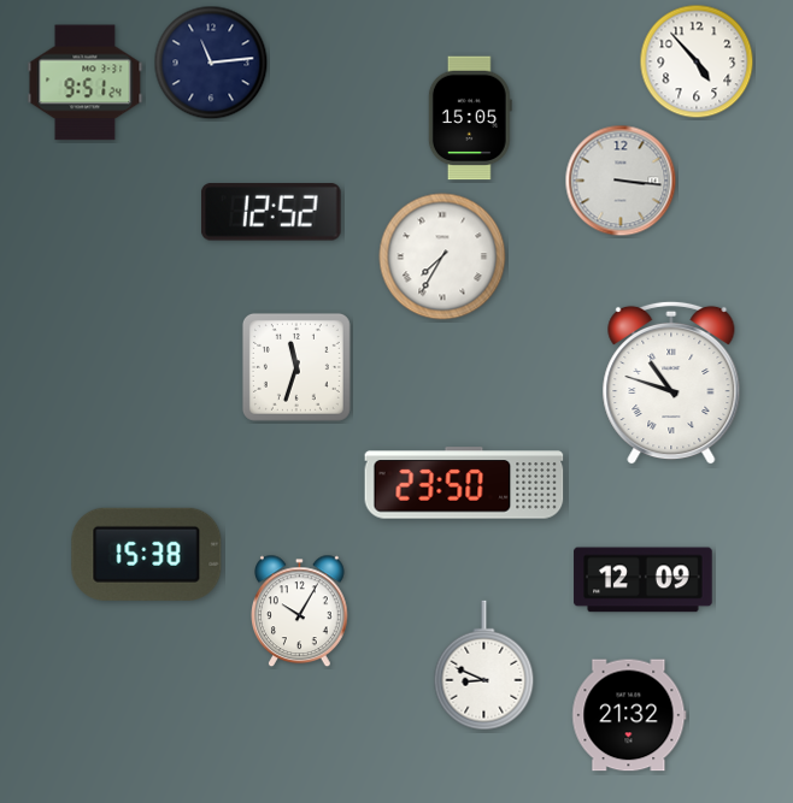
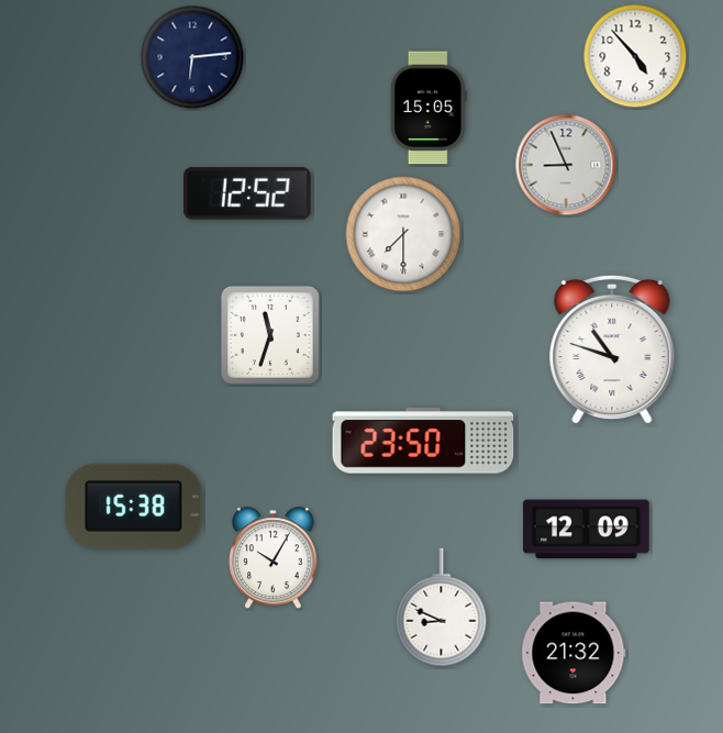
clock at (211, 63): 11:14 -> 6:14
clock at (86, 83): 9:51 -> none
clock at (621, 181): 3:16 -> 8:56
clock at (442, 256): 7:35 -> 7:30
